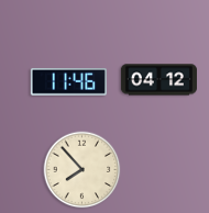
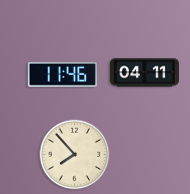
clock at (158, 80): 04:12 -> 04:11
